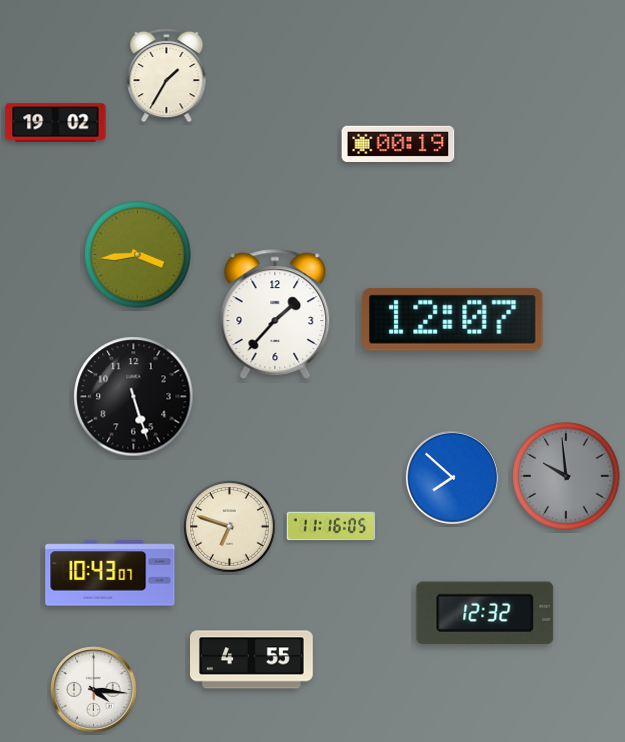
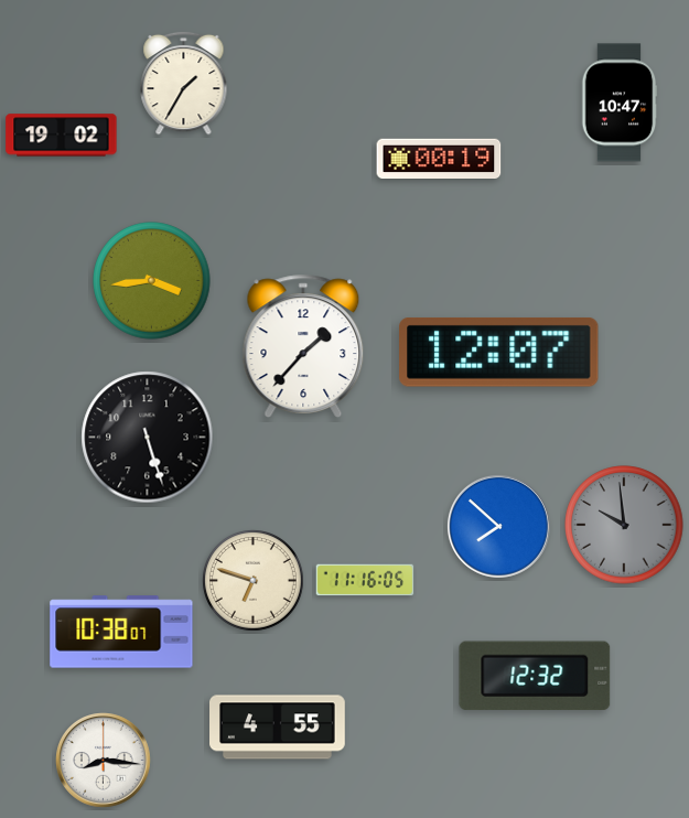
clock at (620, 103): none -> 10:47
clock at (110, 573): 10:43 -> 10:38
clock at (94, 690): 4:16 -> 8:16
